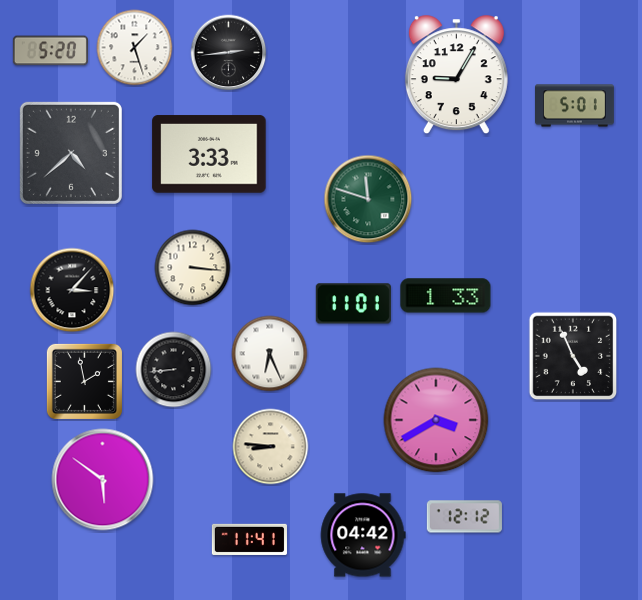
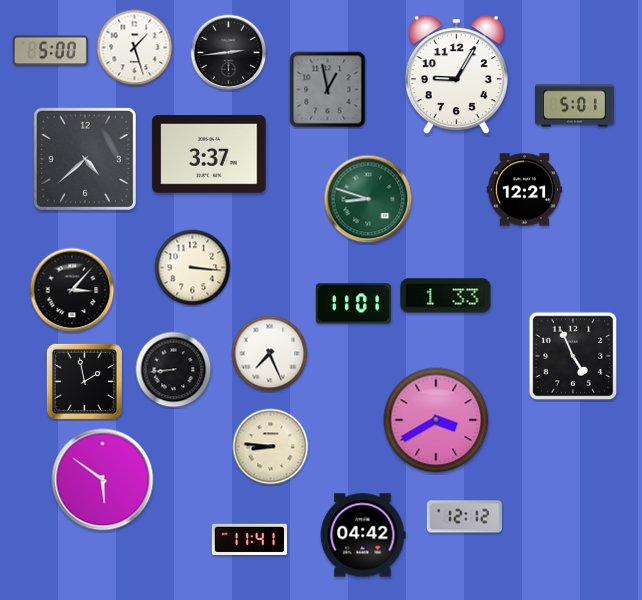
clock at (50, 51): 5:20 -> 5:00
clock at (328, 90): none -> 12:58
clock at (71, 153) position: (71, 153) -> (85, 159)
clock at (209, 154): 3:33 -> 3:37
clock at (524, 190): none -> 12:21
clock at (368, 199): 11:48 -> 8:48
clock at (270, 354): 6:26 -> 7:26
